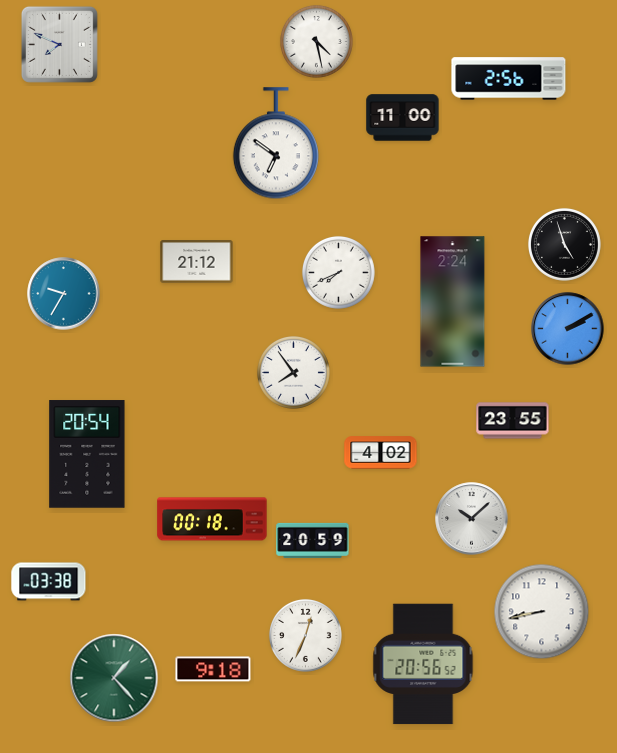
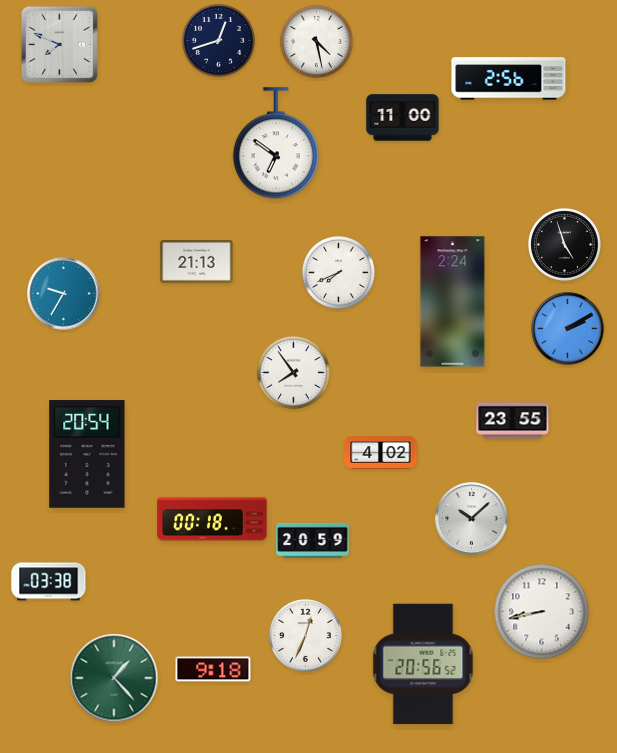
clock at (218, 40): none -> 12:42
clock at (197, 262): 21:12 -> 21:13
